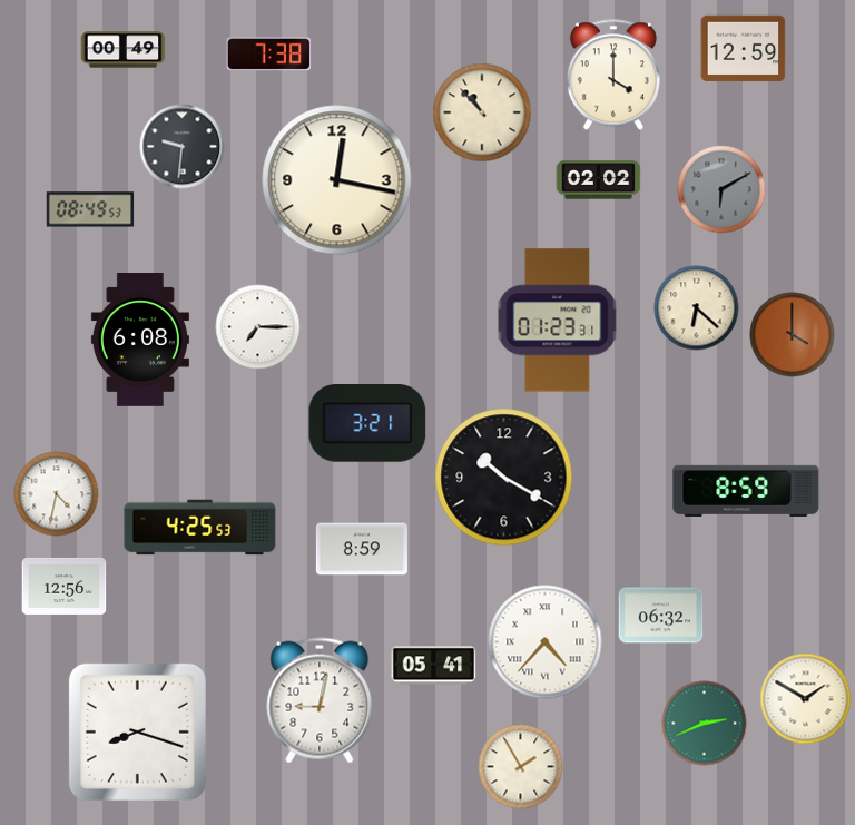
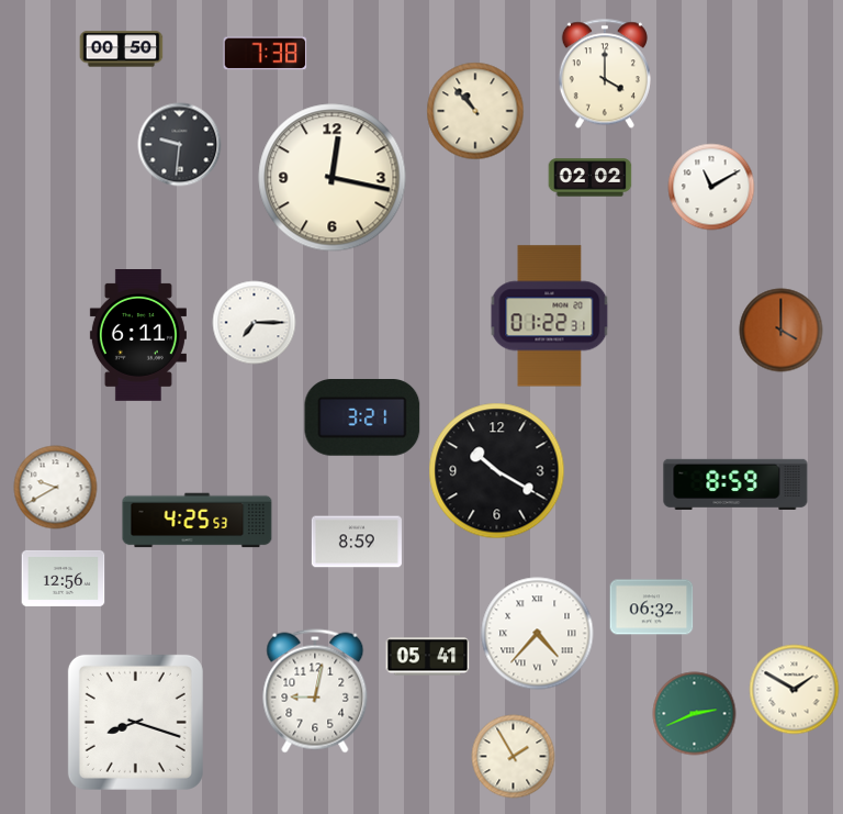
clock at (744, 49): 12:59 -> none
clock at (124, 50): 00:49 -> 00:50
clock at (721, 189): 6:10 -> 11:10
clock at (721, 189) dial: grey -> white
clock at (90, 209): 08:49 -> none
clock at (697, 308): 6:22 -> none
clock at (558, 321): 01:23 -> 01:22
clock at (140, 341): 6:08 -> 6:11
clock at (57, 494): 4:32 -> 9:40
